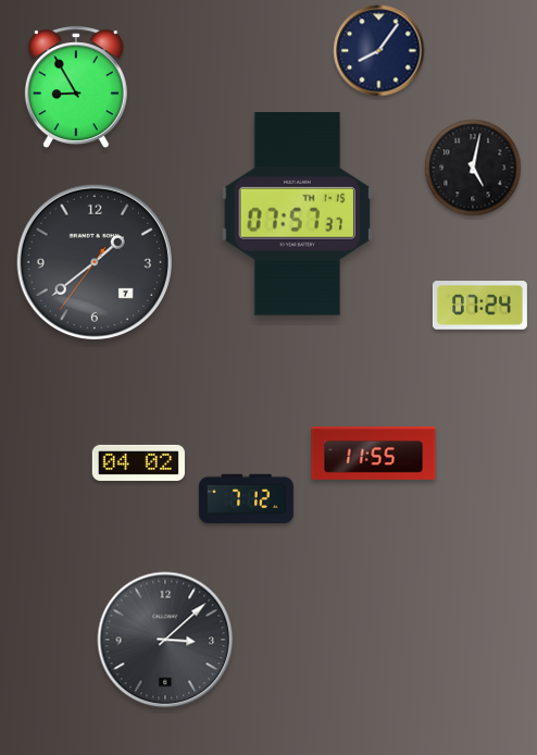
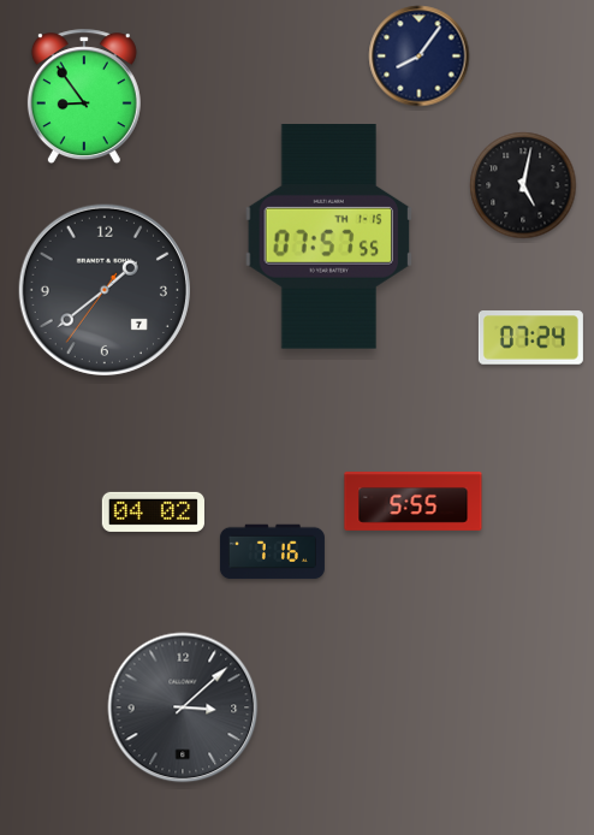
clock at (76, 88): 8:55 -> 8:54
clock at (298, 214): 07:57:37 -> 07:57:55
clock at (374, 454): 11:55 -> 5:55
clock at (246, 499): 7:12 -> 7:16
